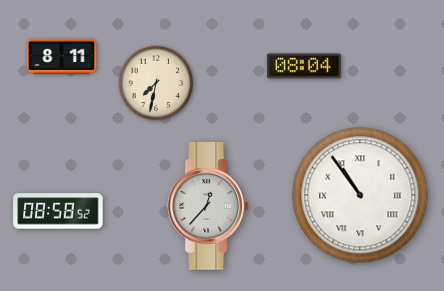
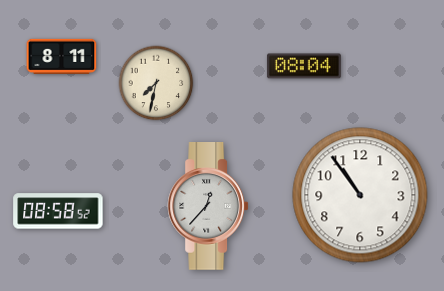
clock at (360, 195) numerals: Roman -> Arabic
